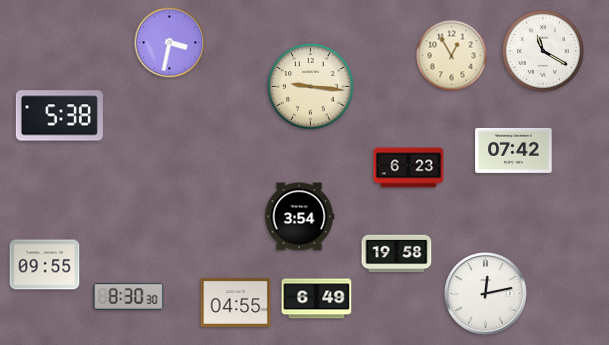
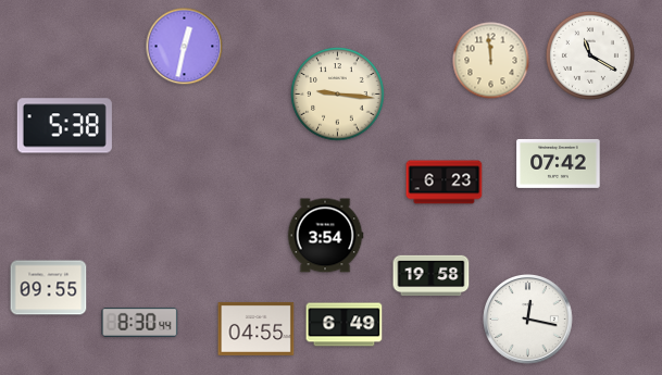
clock at (170, 43): 3:32 -> 12:32
clock at (452, 56): 12:55 -> 11:59
clock at (486, 294): 12:13 -> 12:17
clock at (129, 296): 8:30:30 -> 8:30:44
